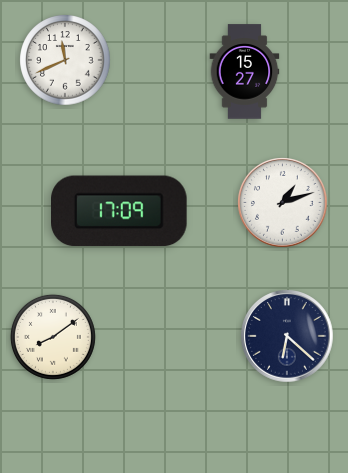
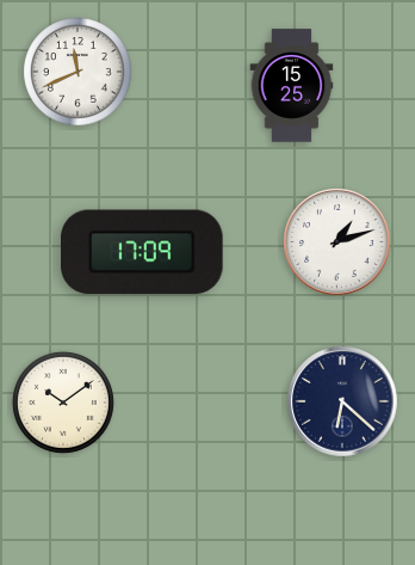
clock at (245, 72): 15:27 -> 15:25
clock at (53, 337): 8:09 -> 10:09
